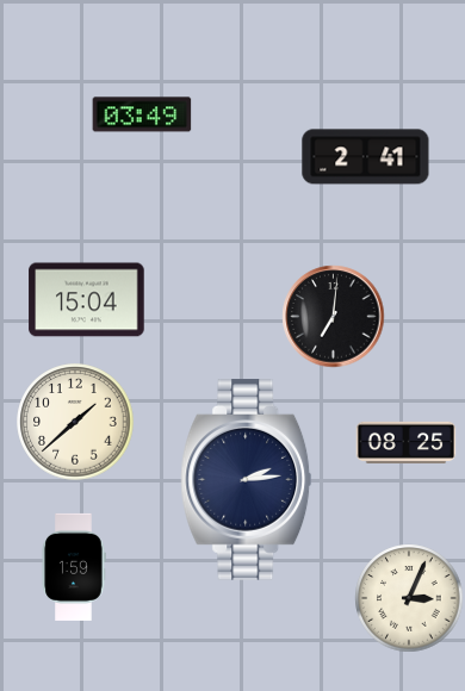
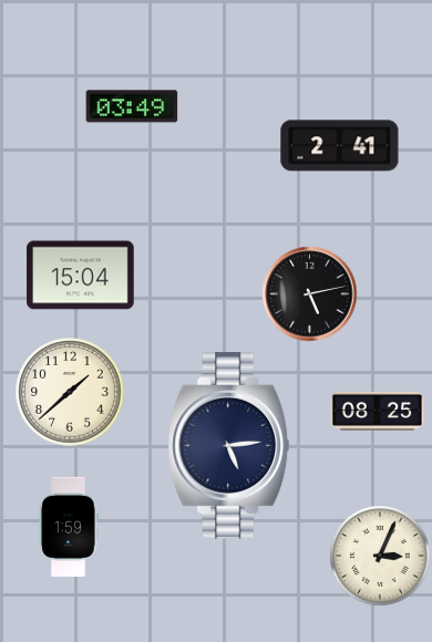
clock at (87, 300) position: (87, 300) -> (81, 276)
clock at (334, 317): 7:01 -> 5:13
clock at (247, 480): 2:14 -> 5:14
